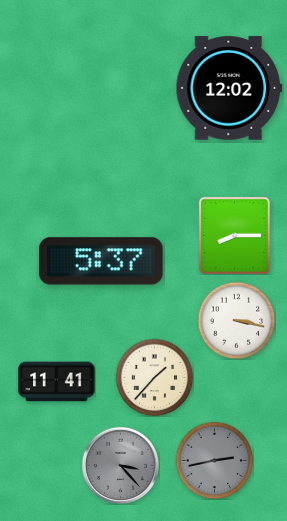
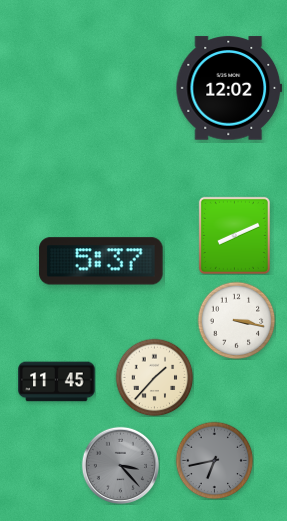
clock at (234, 235): 8:15 -> 8:11
clock at (57, 382): 11:41 -> 11:45
clock at (214, 460): 2:43 -> 6:43
